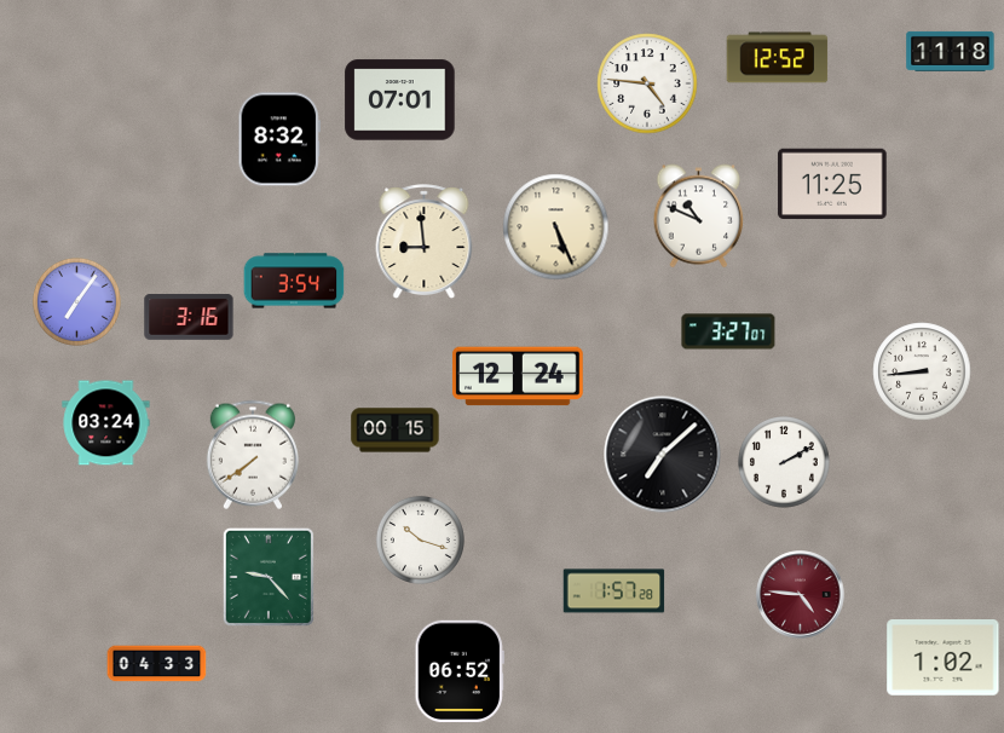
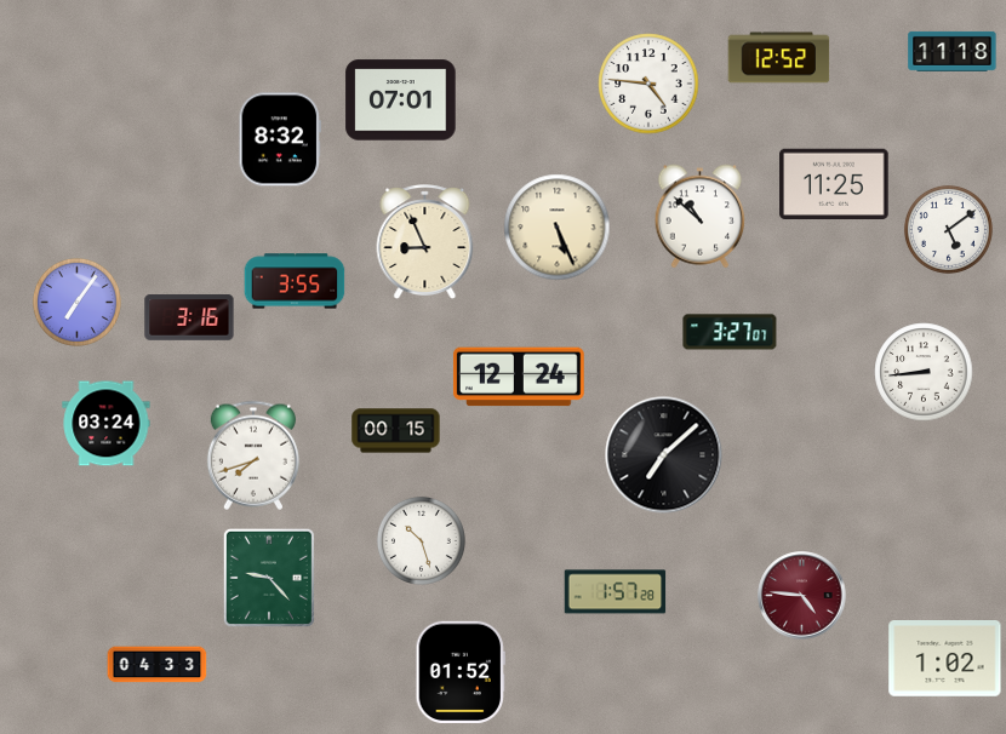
clock at (699, 217): 10:49 -> 10:52
clock at (948, 229): none -> 5:09
clock at (425, 242): 8:59 -> 8:56
clock at (294, 281): 3:54 -> 3:55
clock at (253, 455): 7:39 -> 7:42
clock at (785, 463): 2:10 -> none
clock at (420, 539): 10:18 -> 10:27
clock at (460, 670): 06:52 -> 01:52
